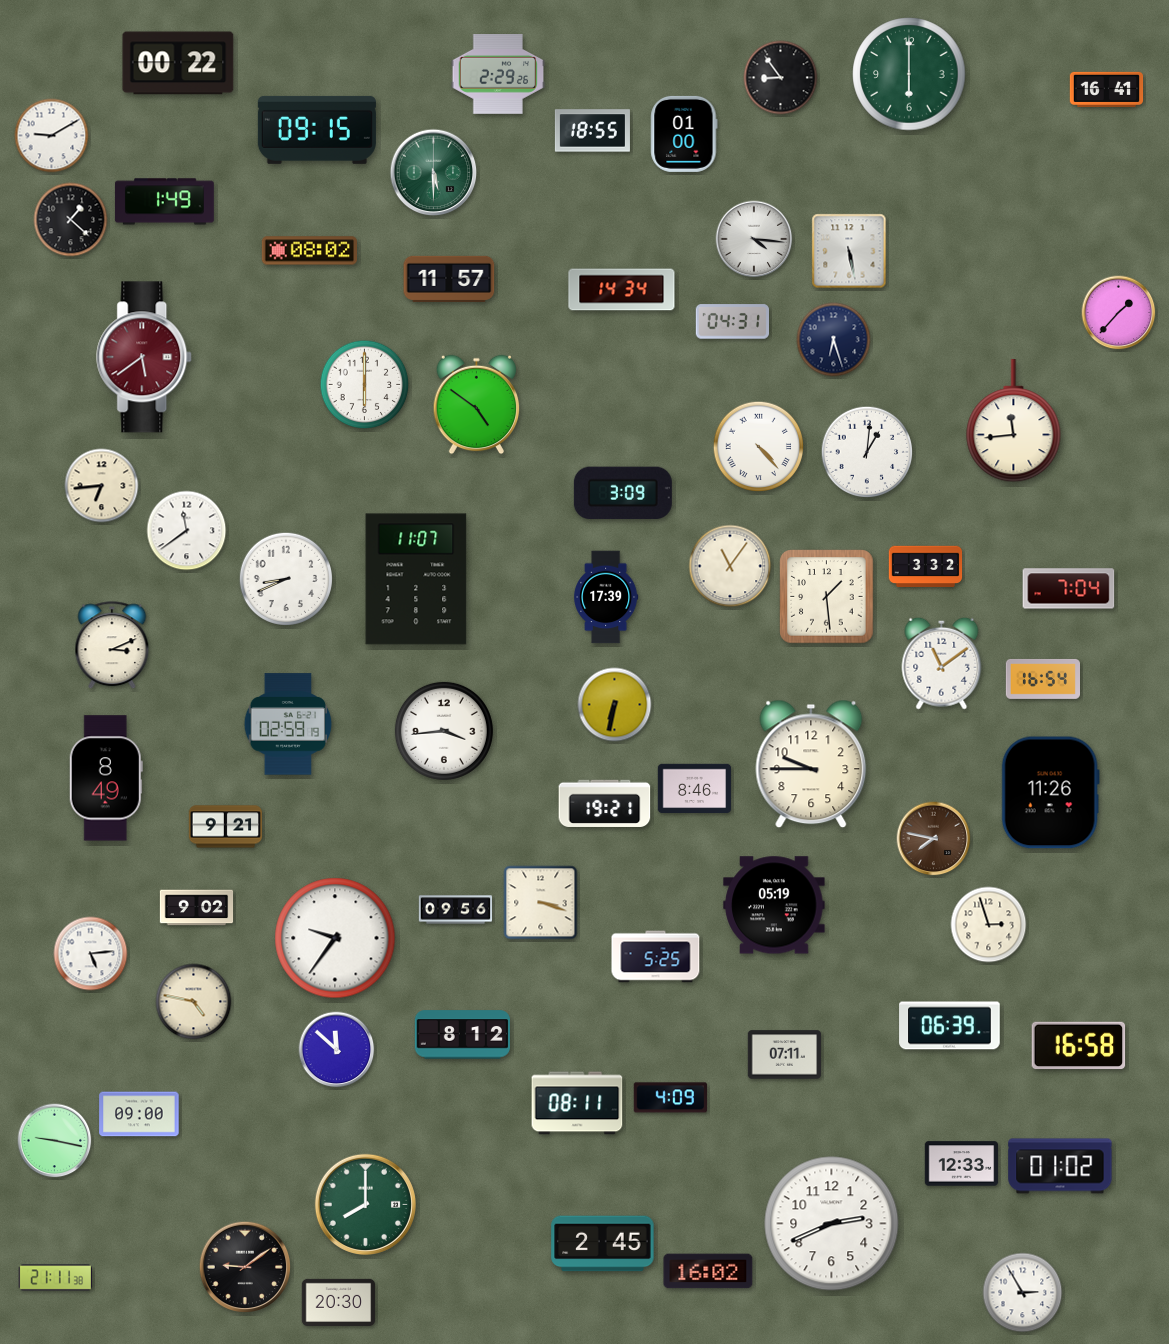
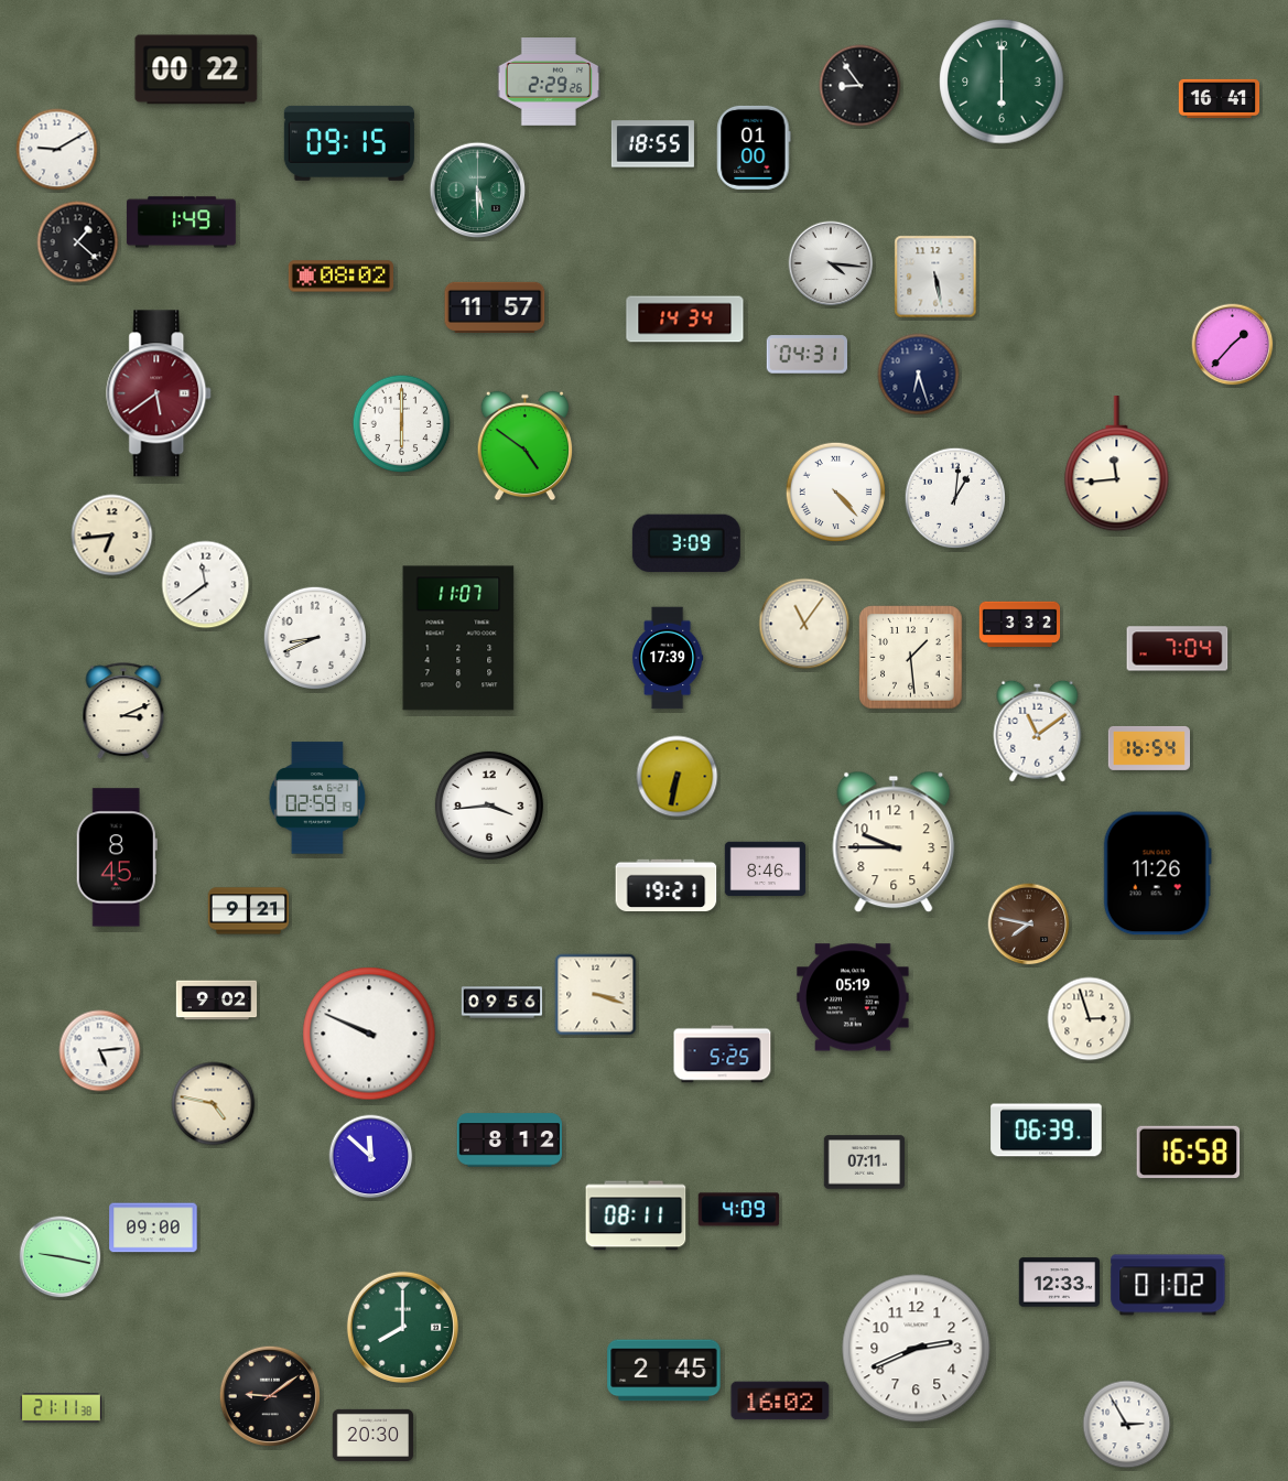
clock at (106, 778): 8:49 -> 8:45
clock at (335, 938): 9:36 -> 9:49
